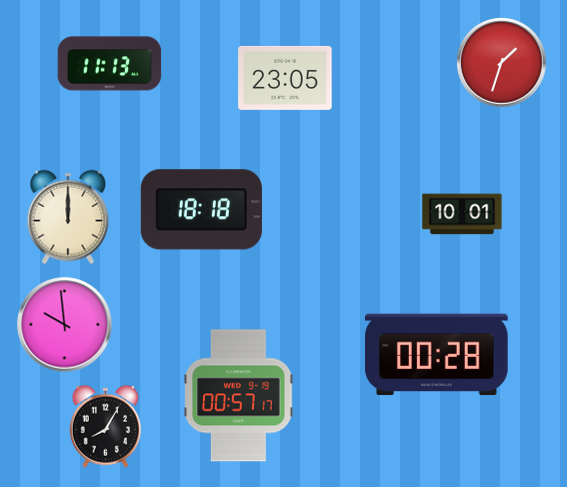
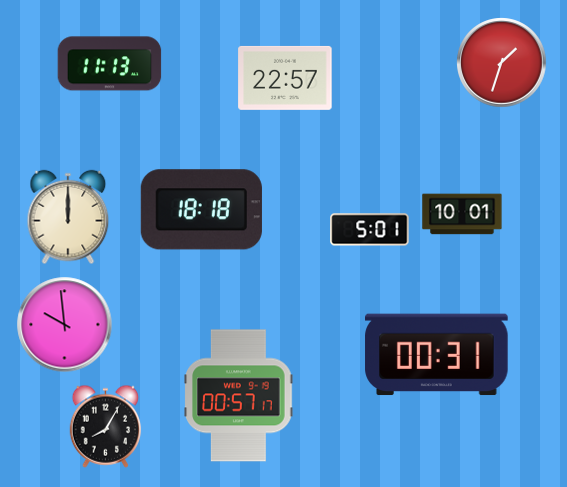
clock at (285, 78): 23:05 -> 22:57
clock at (370, 230): none -> 5:01
clock at (437, 355): 00:28 -> 00:31
